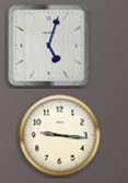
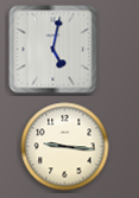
clock at (49, 46): 5:03 -> 5:02
